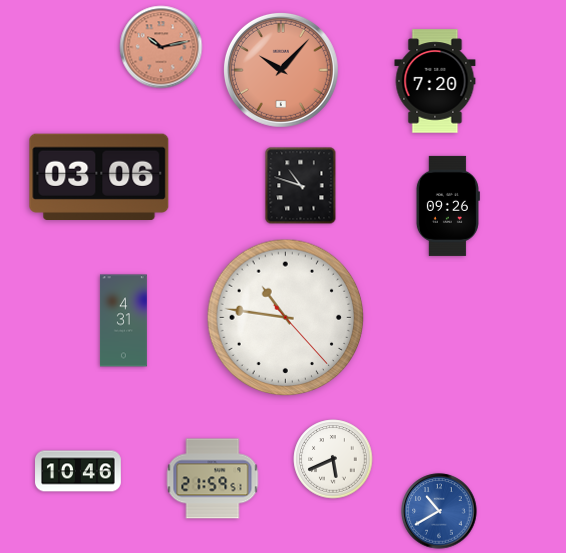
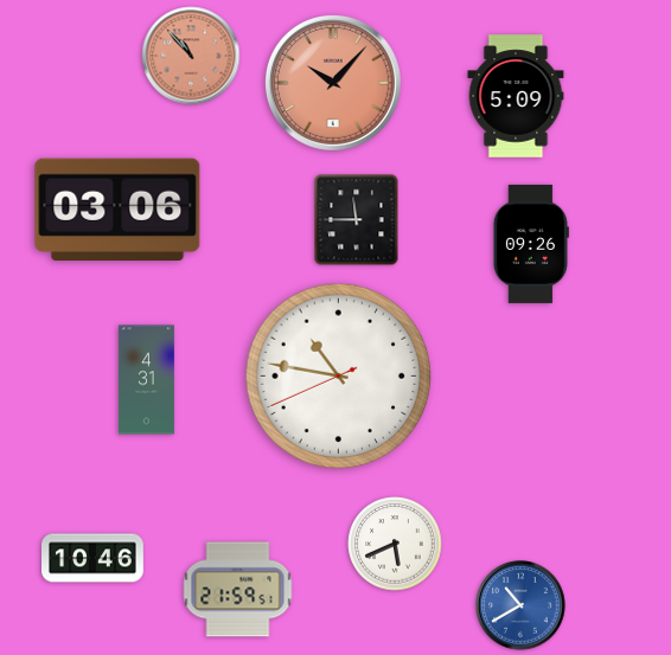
clock at (161, 47): 10:13 -> 10:53
clock at (435, 81): 7:20 -> 5:09
clock at (301, 186): 10:48 -> 11:45
clock at (286, 318): 10:46:23 -> 10:46:41
clock at (213, 479) position: (213, 479) -> (238, 590)
